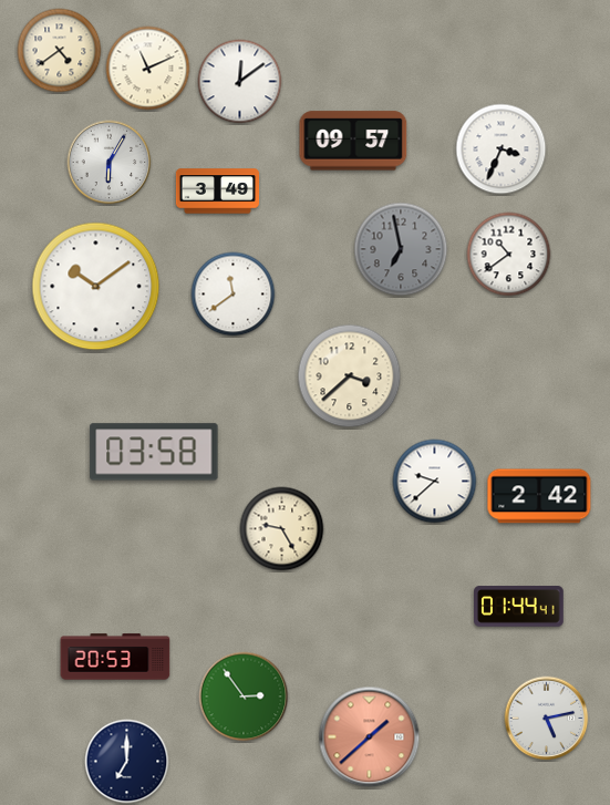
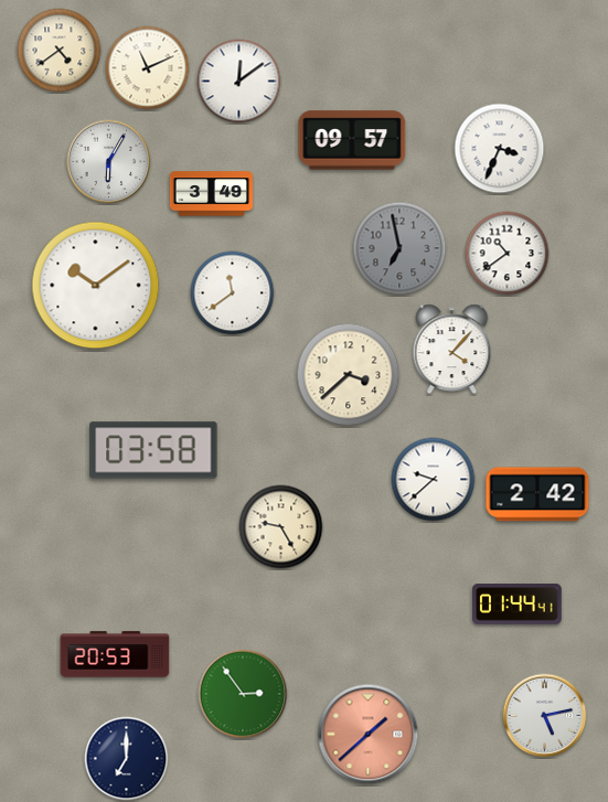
clock at (217, 192) position: (217, 192) -> (211, 194)
clock at (452, 350): none -> 4:07
